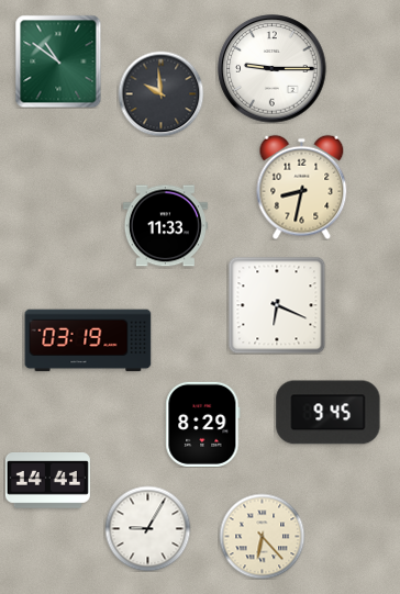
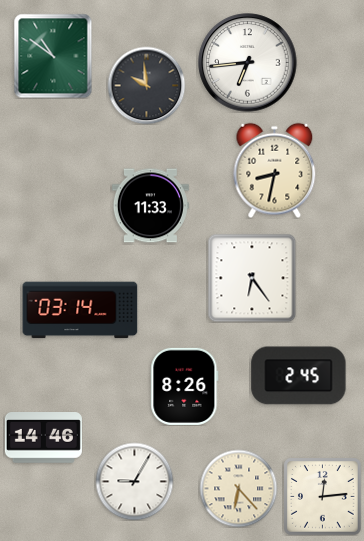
clock at (273, 69): 9:15 -> 6:44
clock at (277, 305): 6:19 -> 6:24
clock at (88, 340): 03:19 -> 03:14
clock at (329, 413): 9:45 -> 2:45
clock at (203, 424): 8:29 -> 8:26
clock at (47, 481): 14:41 -> 14:46
clock at (323, 497): none -> 12:14
